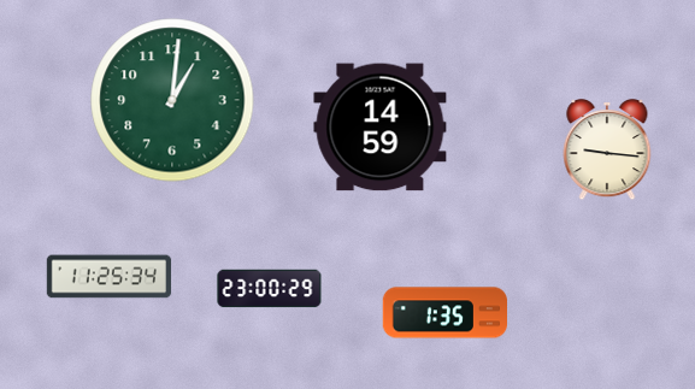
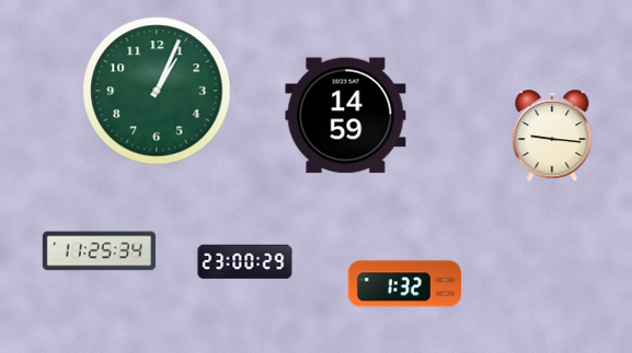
clock at (172, 100): 1:01 -> 1:04
clock at (444, 313): 1:35 -> 1:32
